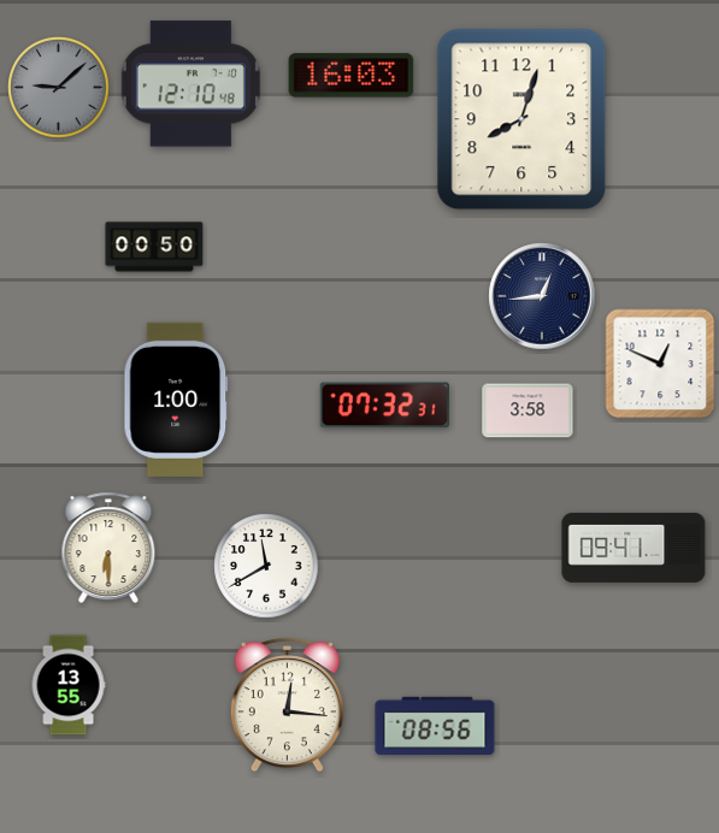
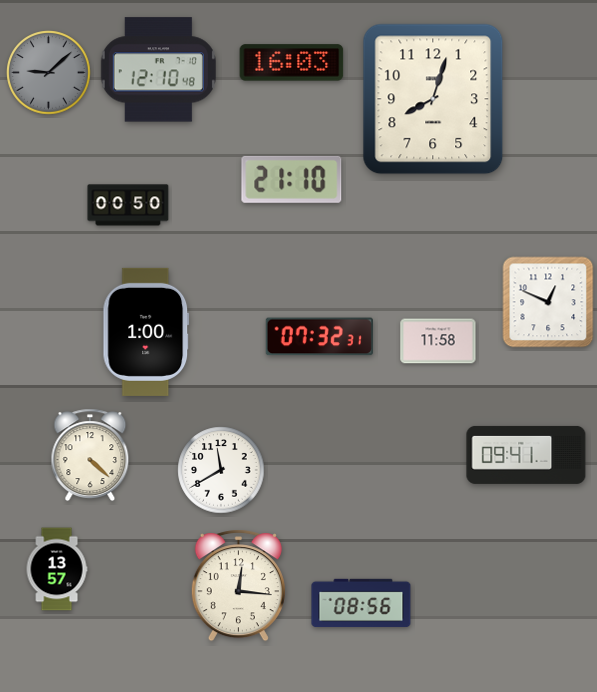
clock at (292, 179): none -> 21:10
clock at (542, 296): 12:44 -> none
clock at (528, 410): 3:58 -> 11:58
clock at (108, 548): 6:30 -> 4:22
clock at (69, 685): 13:55 -> 13:57
